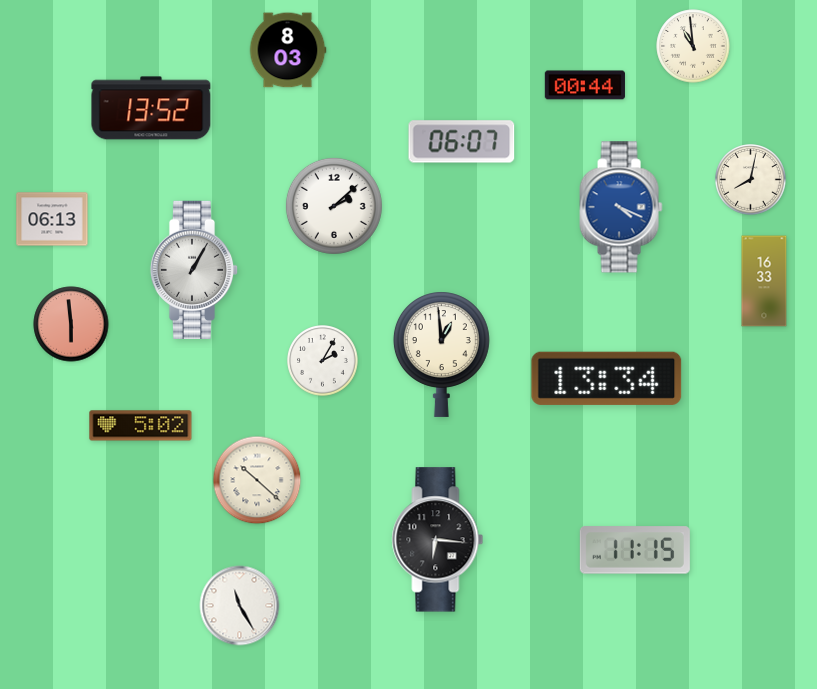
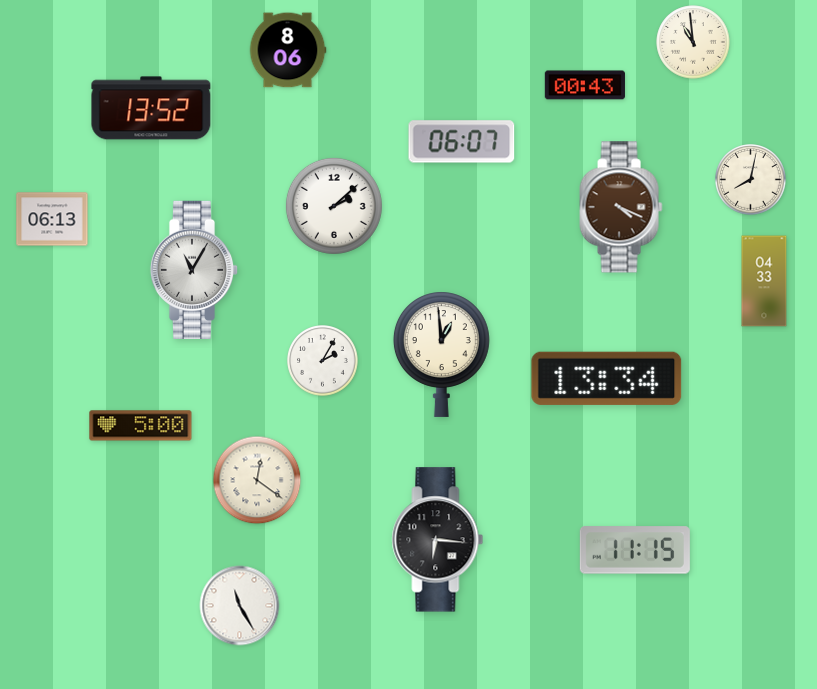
clock at (693, 46) position: (693, 46) -> (693, 42)
clock at (288, 50): 8:03 -> 8:06
clock at (585, 85): 00:44 -> 00:43
clock at (621, 207) dial: blue -> brown
clock at (194, 269): 1:05 -> 11:05
clock at (764, 281): 16:33 -> 04:33
clock at (71, 324): 5:59 -> none
clock at (141, 426): 5:02 -> 5:00
clock at (257, 480): 10:22 -> 12:21
